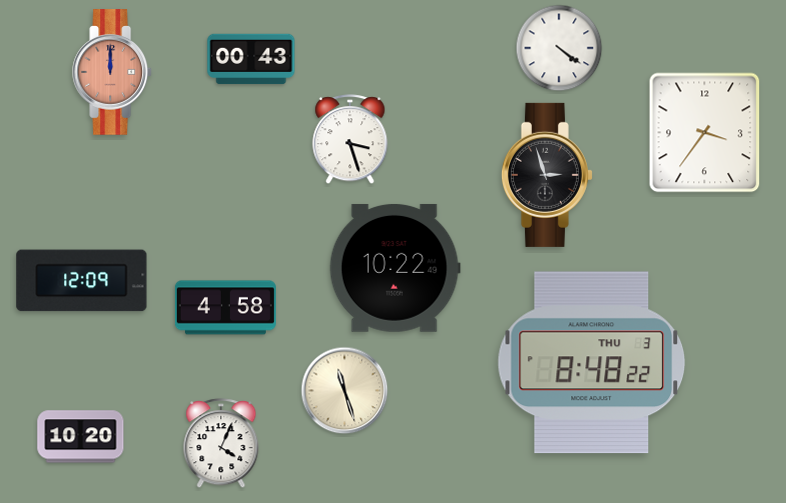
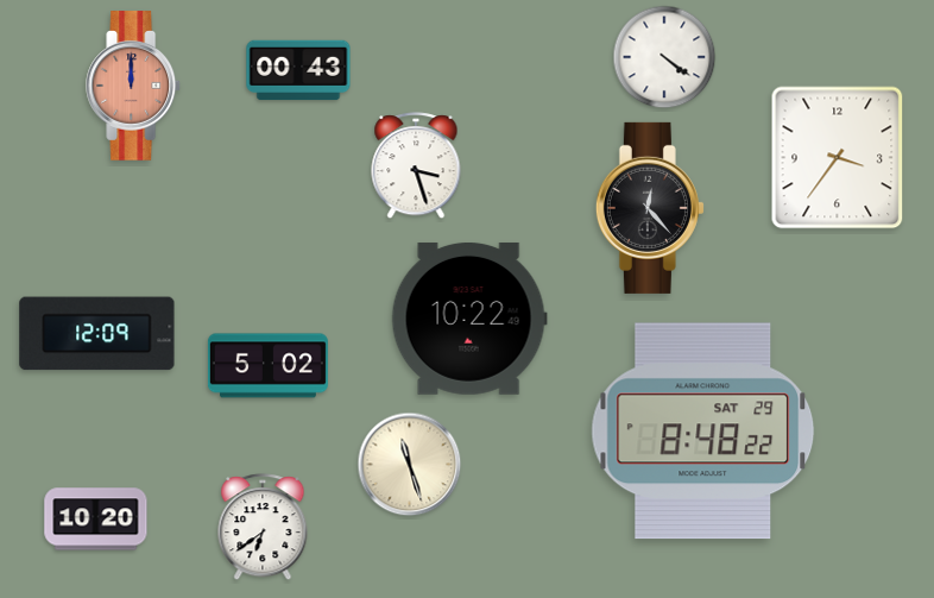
clock at (547, 175): 2:57 -> 12:23
clock at (225, 308): 4:58 -> 5:02
clock at (592, 363) date: THU 3 -> SAT 29
clock at (221, 444): 4:04 -> 6:39
